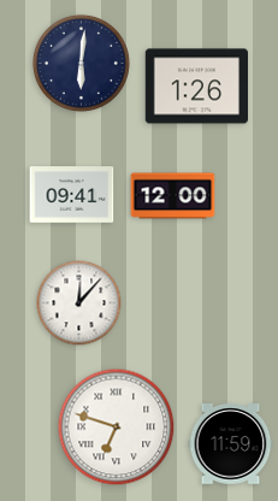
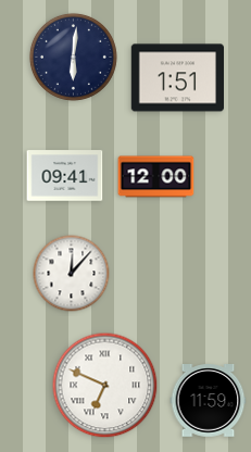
clock at (196, 87): 1:26 -> 1:51
clock at (117, 428): 6:48 -> 6:49
